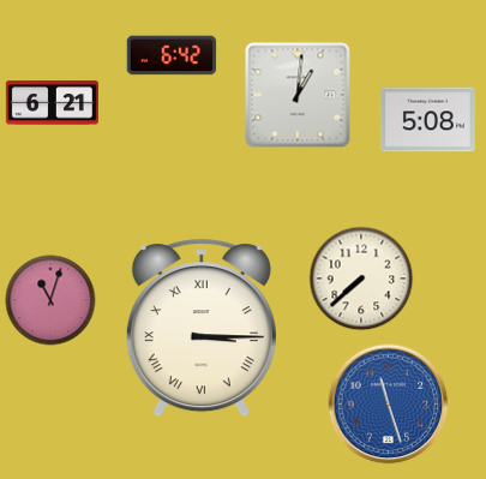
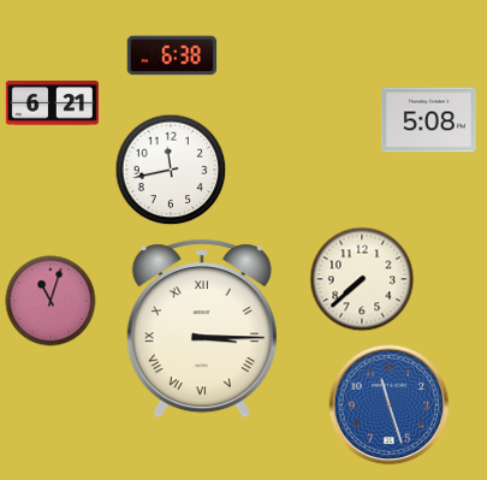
clock at (172, 55): 6:42 -> 6:38
clock at (298, 95): 1:01 -> none
clock at (171, 170): none -> 11:43
